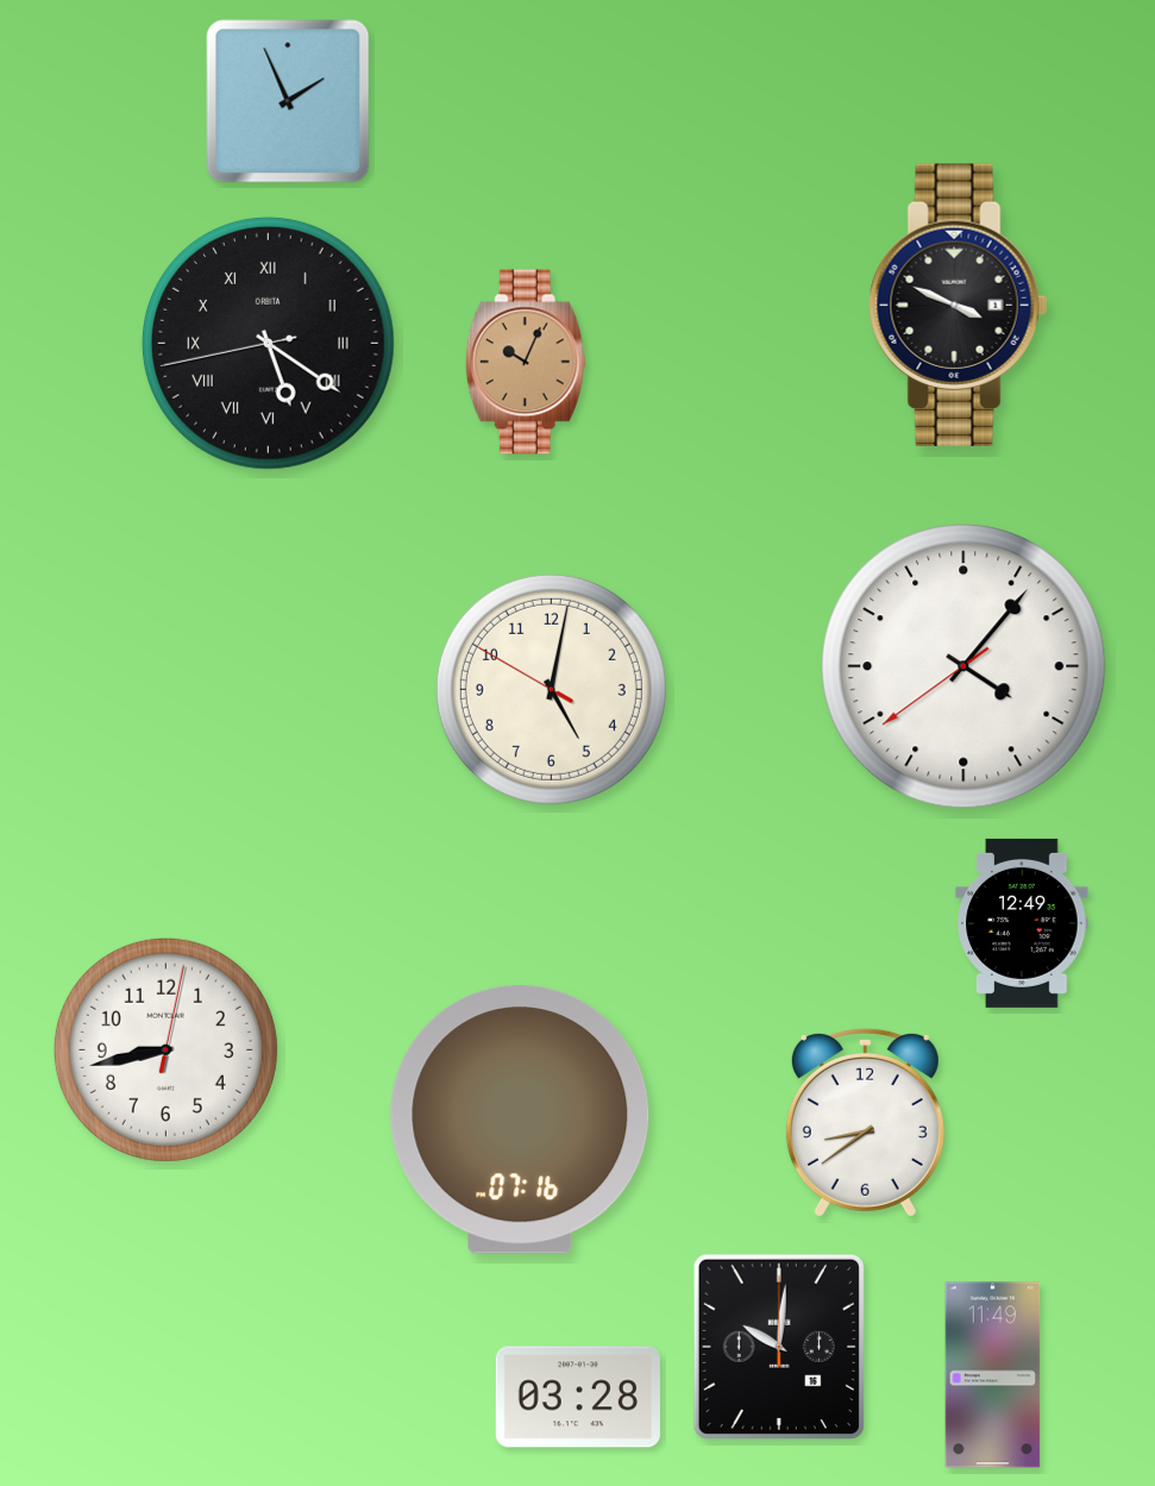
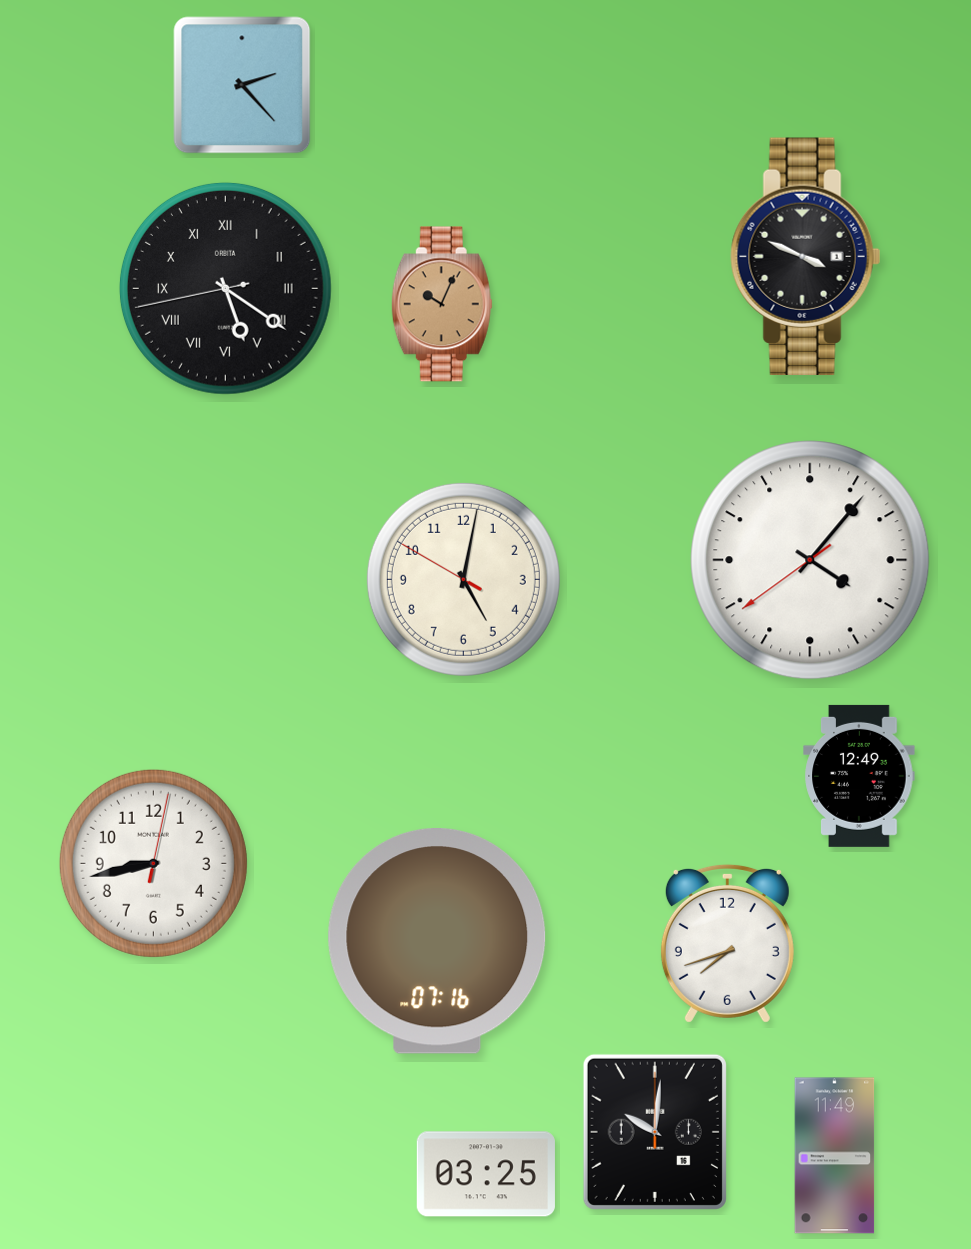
clock at (288, 101): 1:56 -> 2:23
clock at (165, 1049) position: (165, 1049) -> (153, 863)
clock at (865, 1122): 8:39 -> 7:42
clock at (578, 1397): 03:28 -> 03:25
